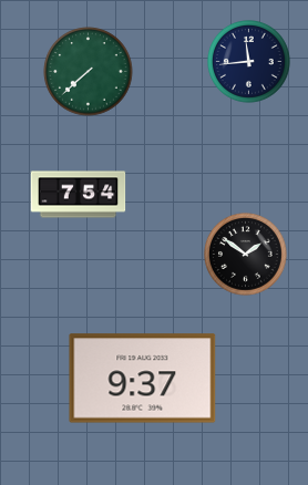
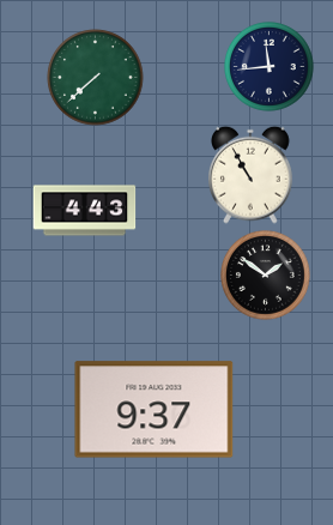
clock at (252, 175): none -> 10:55
clock at (79, 195): 7:54 -> 4:43
